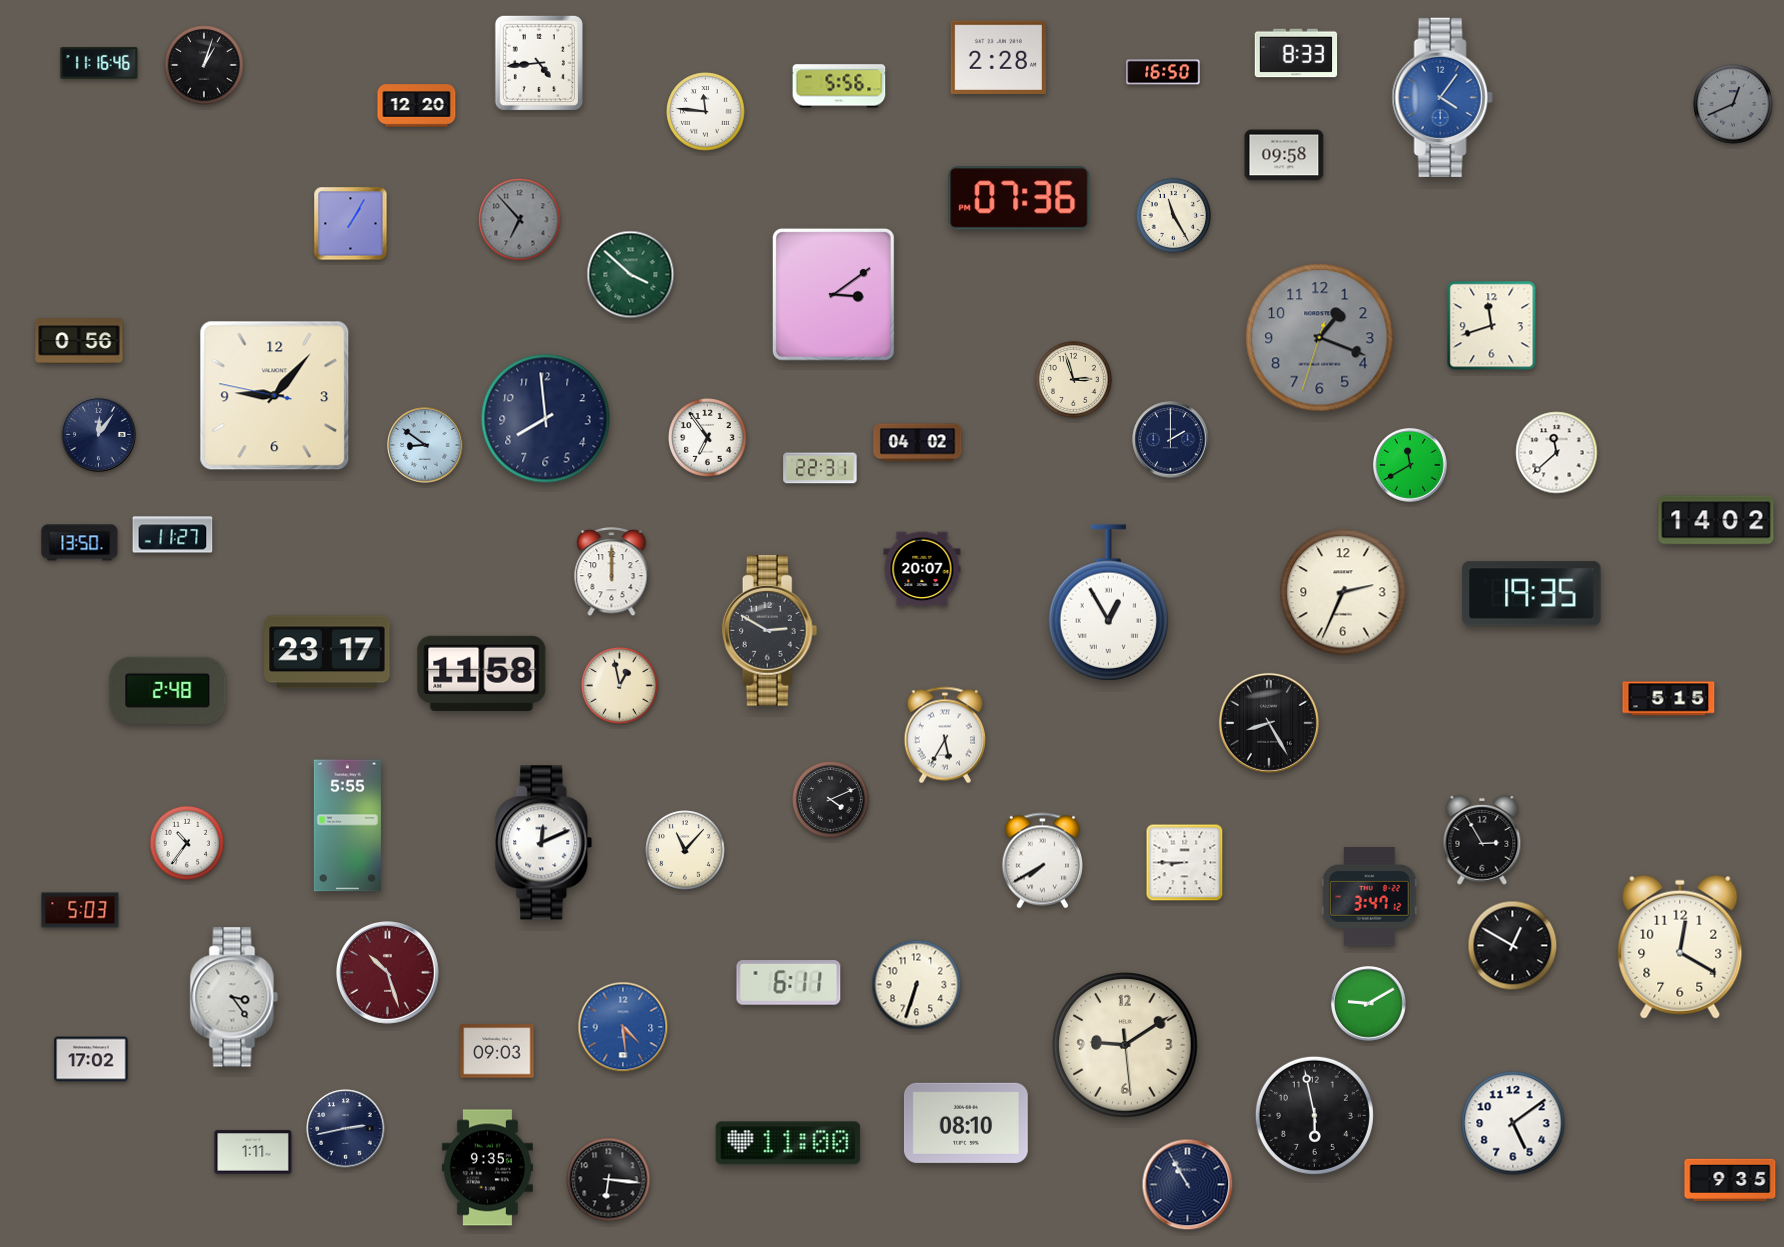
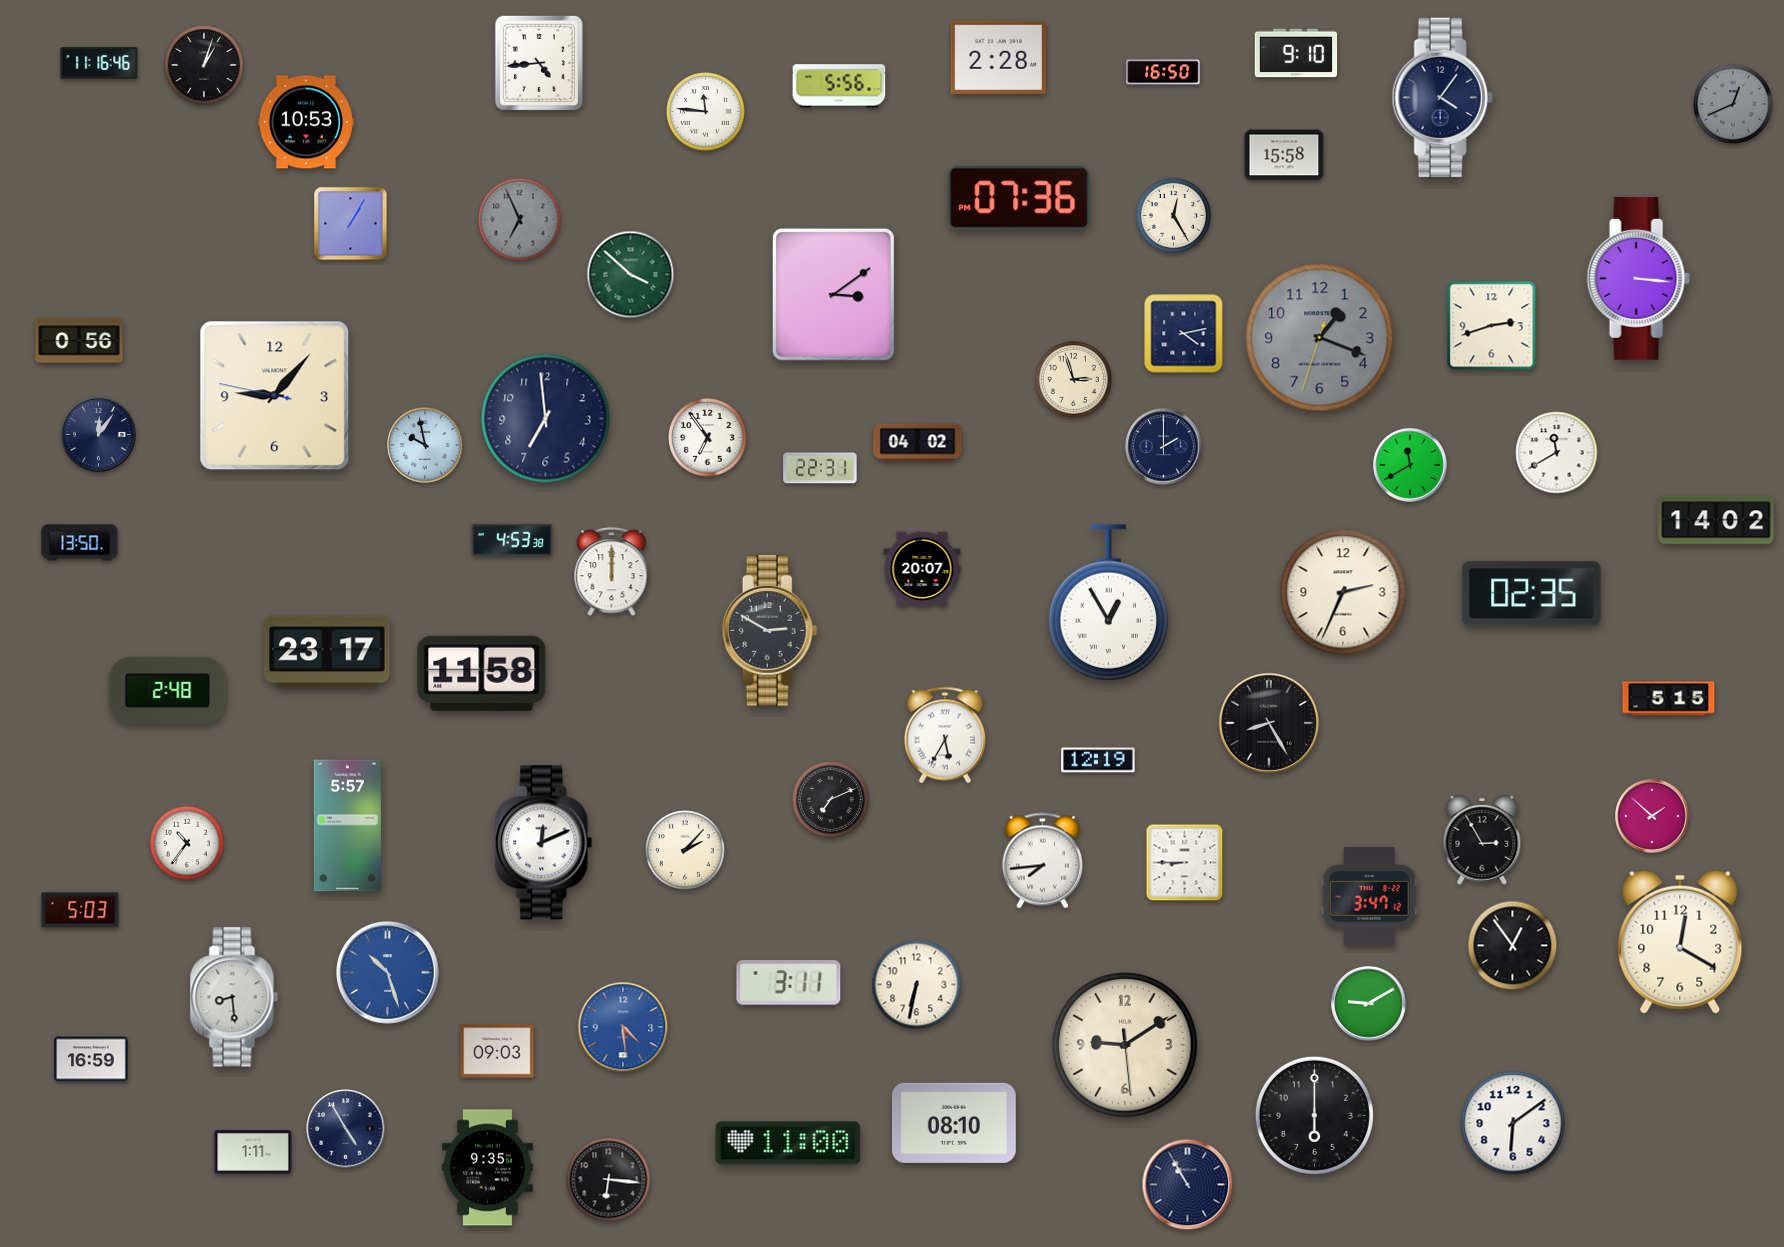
clock at (1296, 53): 8:33 -> 9:10
clock at (1442, 97) dial: blue -> navy
clock at (417, 106): 12:20 -> none
clock at (306, 122): none -> 10:53
clock at (1284, 155): 09:58 -> 15:58
clock at (1173, 215): 11:25 -> 12:25
clock at (520, 220): 6:53 -> 6:56
clock at (1638, 278): none -> 3:16
clock at (1492, 326): 11:42 -> 2:42
clock at (1184, 334): none -> 4:13
clock at (546, 419): 7:59 -> 6:59
clock at (1171, 440) position: (1171, 440) -> (1164, 447)
clock at (425, 445): 8:51 -> 9:58
clock at (1557, 453): 11:38 -> 11:40
clock at (173, 535): 11:27 -> none
clock at (512, 540): none -> 4:53
clock at (1532, 594): 19:35 -> 02:35
clock at (619, 685): 12:58 -> none
clock at (1098, 760): none -> 12:19
clock at (830, 799): 4:11 -> 7:11
clock at (1653, 817): none -> 1:52
clock at (347, 826): 5:55 -> 5:57
clock at (685, 850): 11:07 -> 2:07
clock at (1042, 861): 7:40 -> 7:44
clock at (1513, 946): 12:50 -> 12:54
clock at (1680, 947) position: (1680, 947) -> (1680, 942)
clock at (388, 973) dial: burgundy -> blue
clock at (789, 983): 6:11 -> 3:11
clock at (917, 985): 6:33 -> 6:32
clock at (234, 997): 3:24 -> 8:29
clock at (91, 1059): 17:02 -> 16:59
clock at (1314, 1115): 5:58 -> 6:00
clock at (966, 1123) position: (966, 1123) -> (954, 1123)
clock at (1513, 1123): 5:09 -> 6:09
clock at (346, 1129): 2:43 -> 4:55
clock at (1730, 1180): 9:35 -> none
